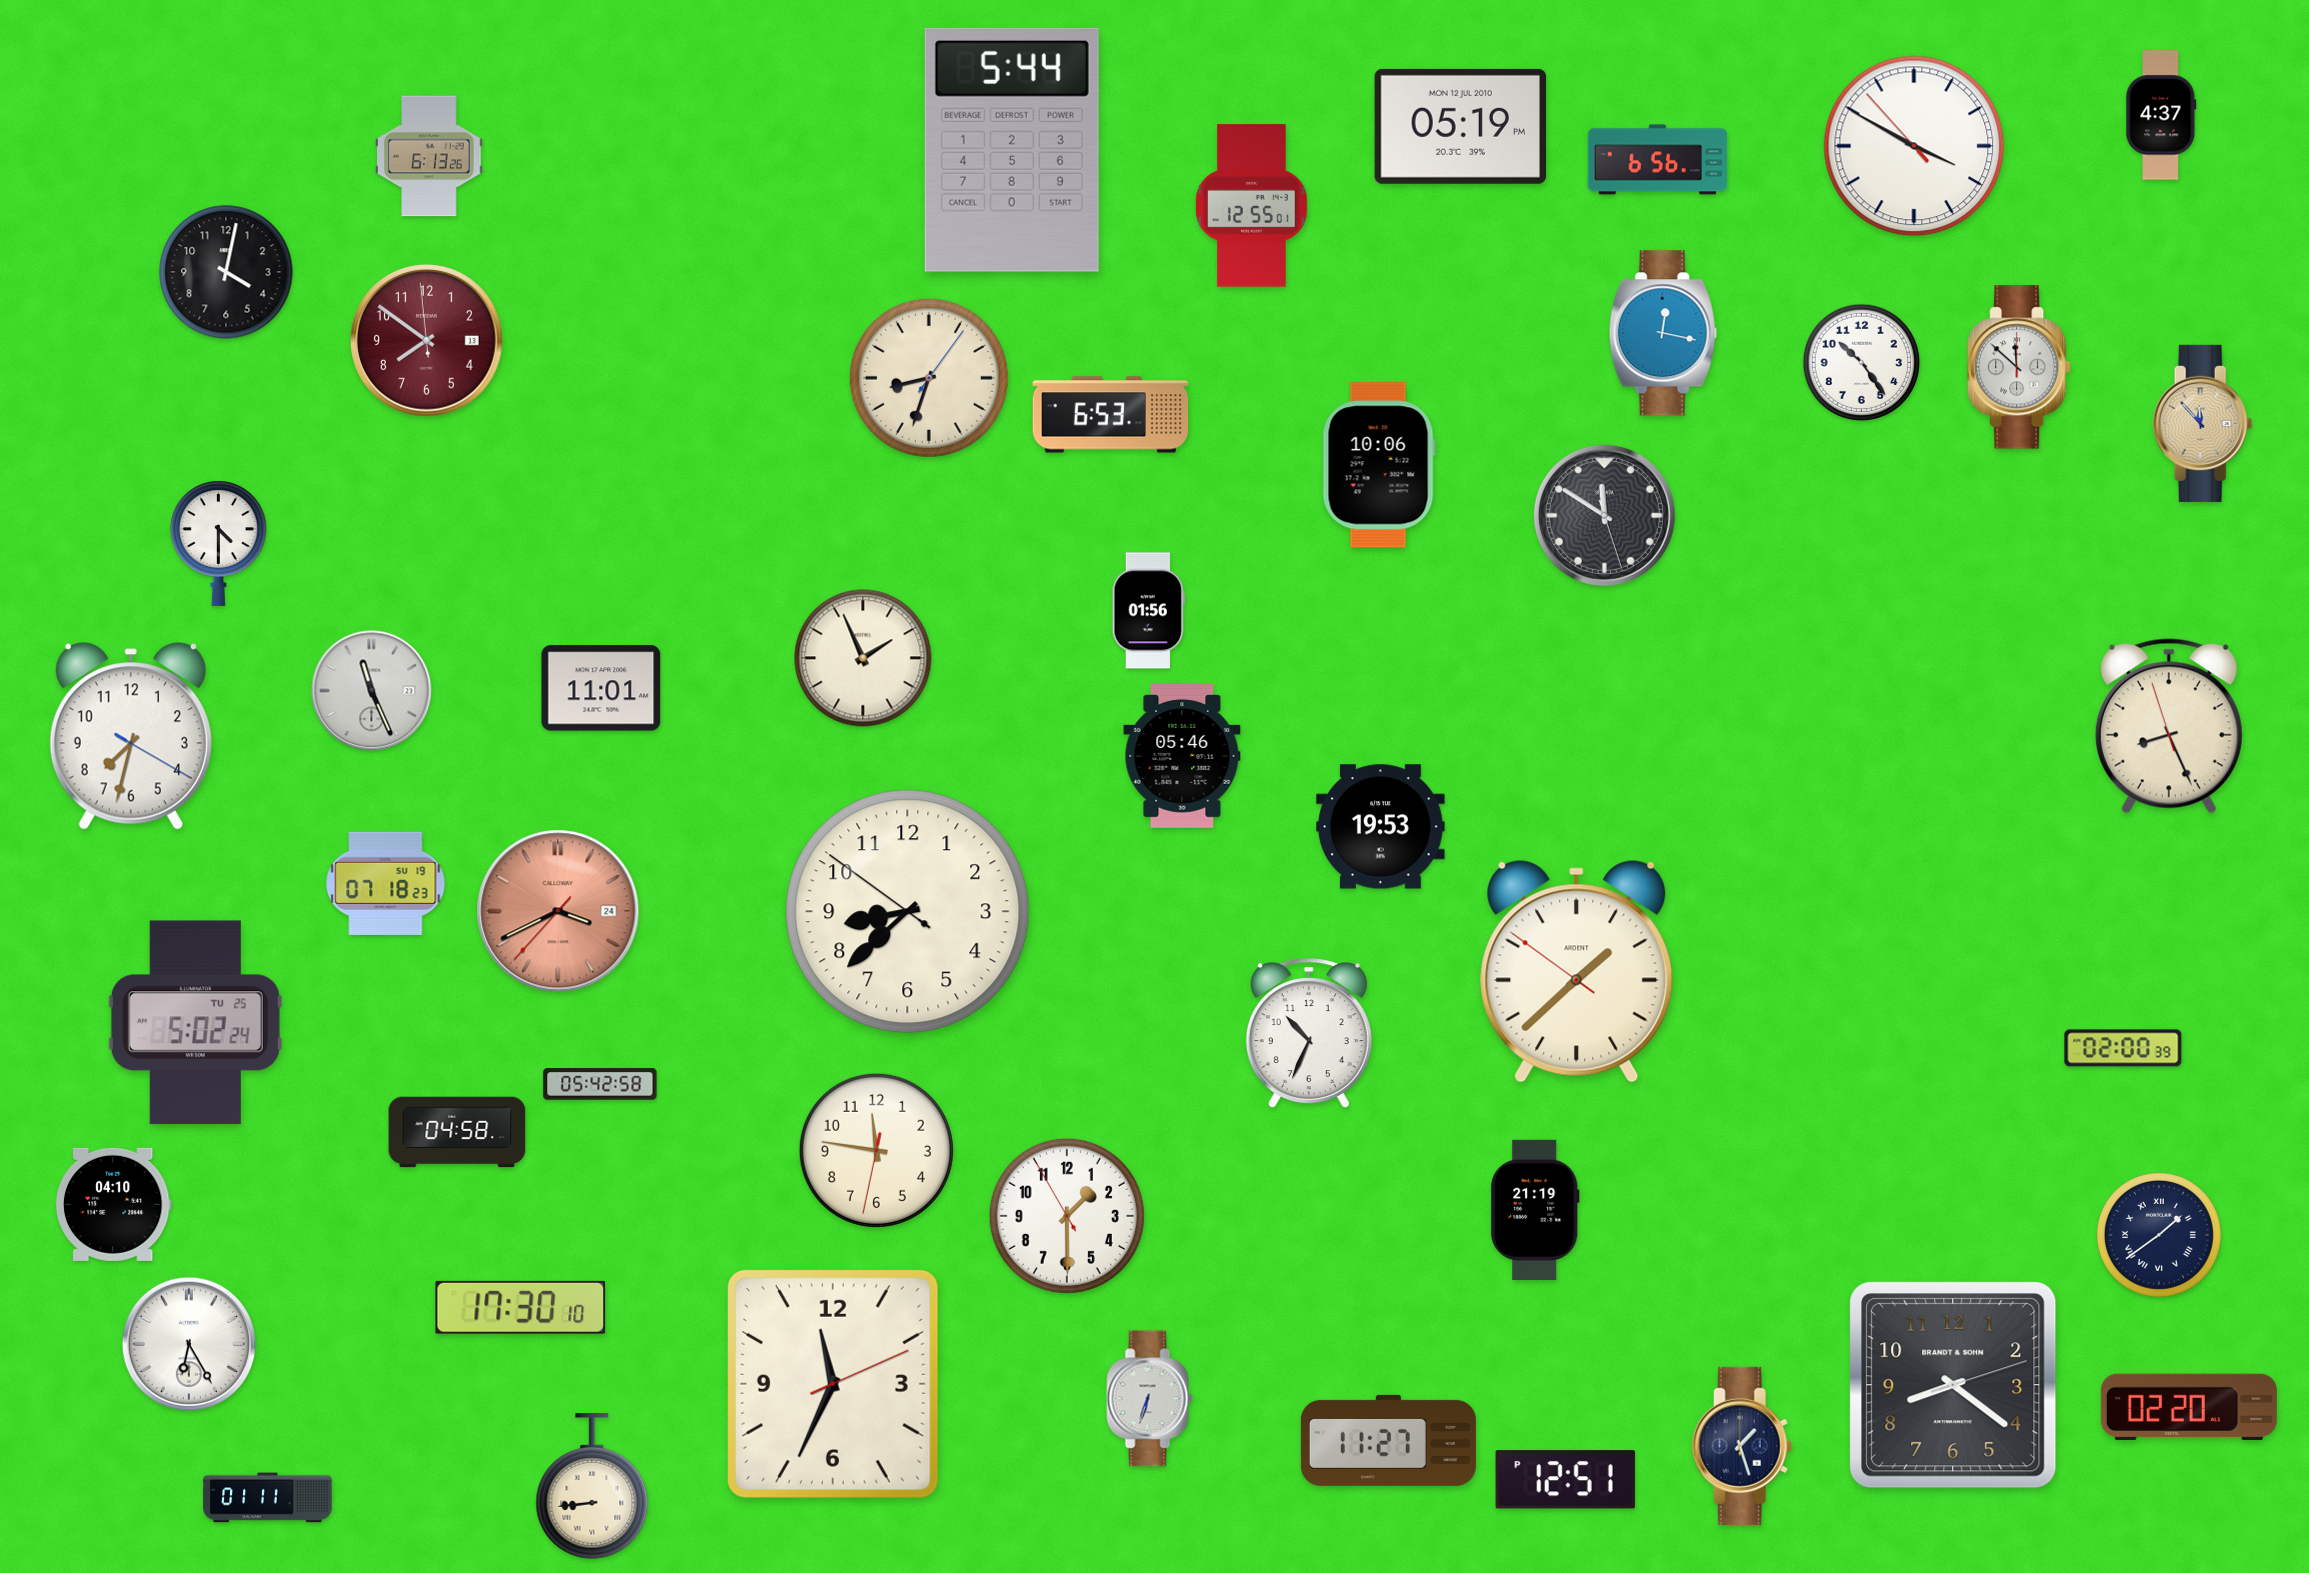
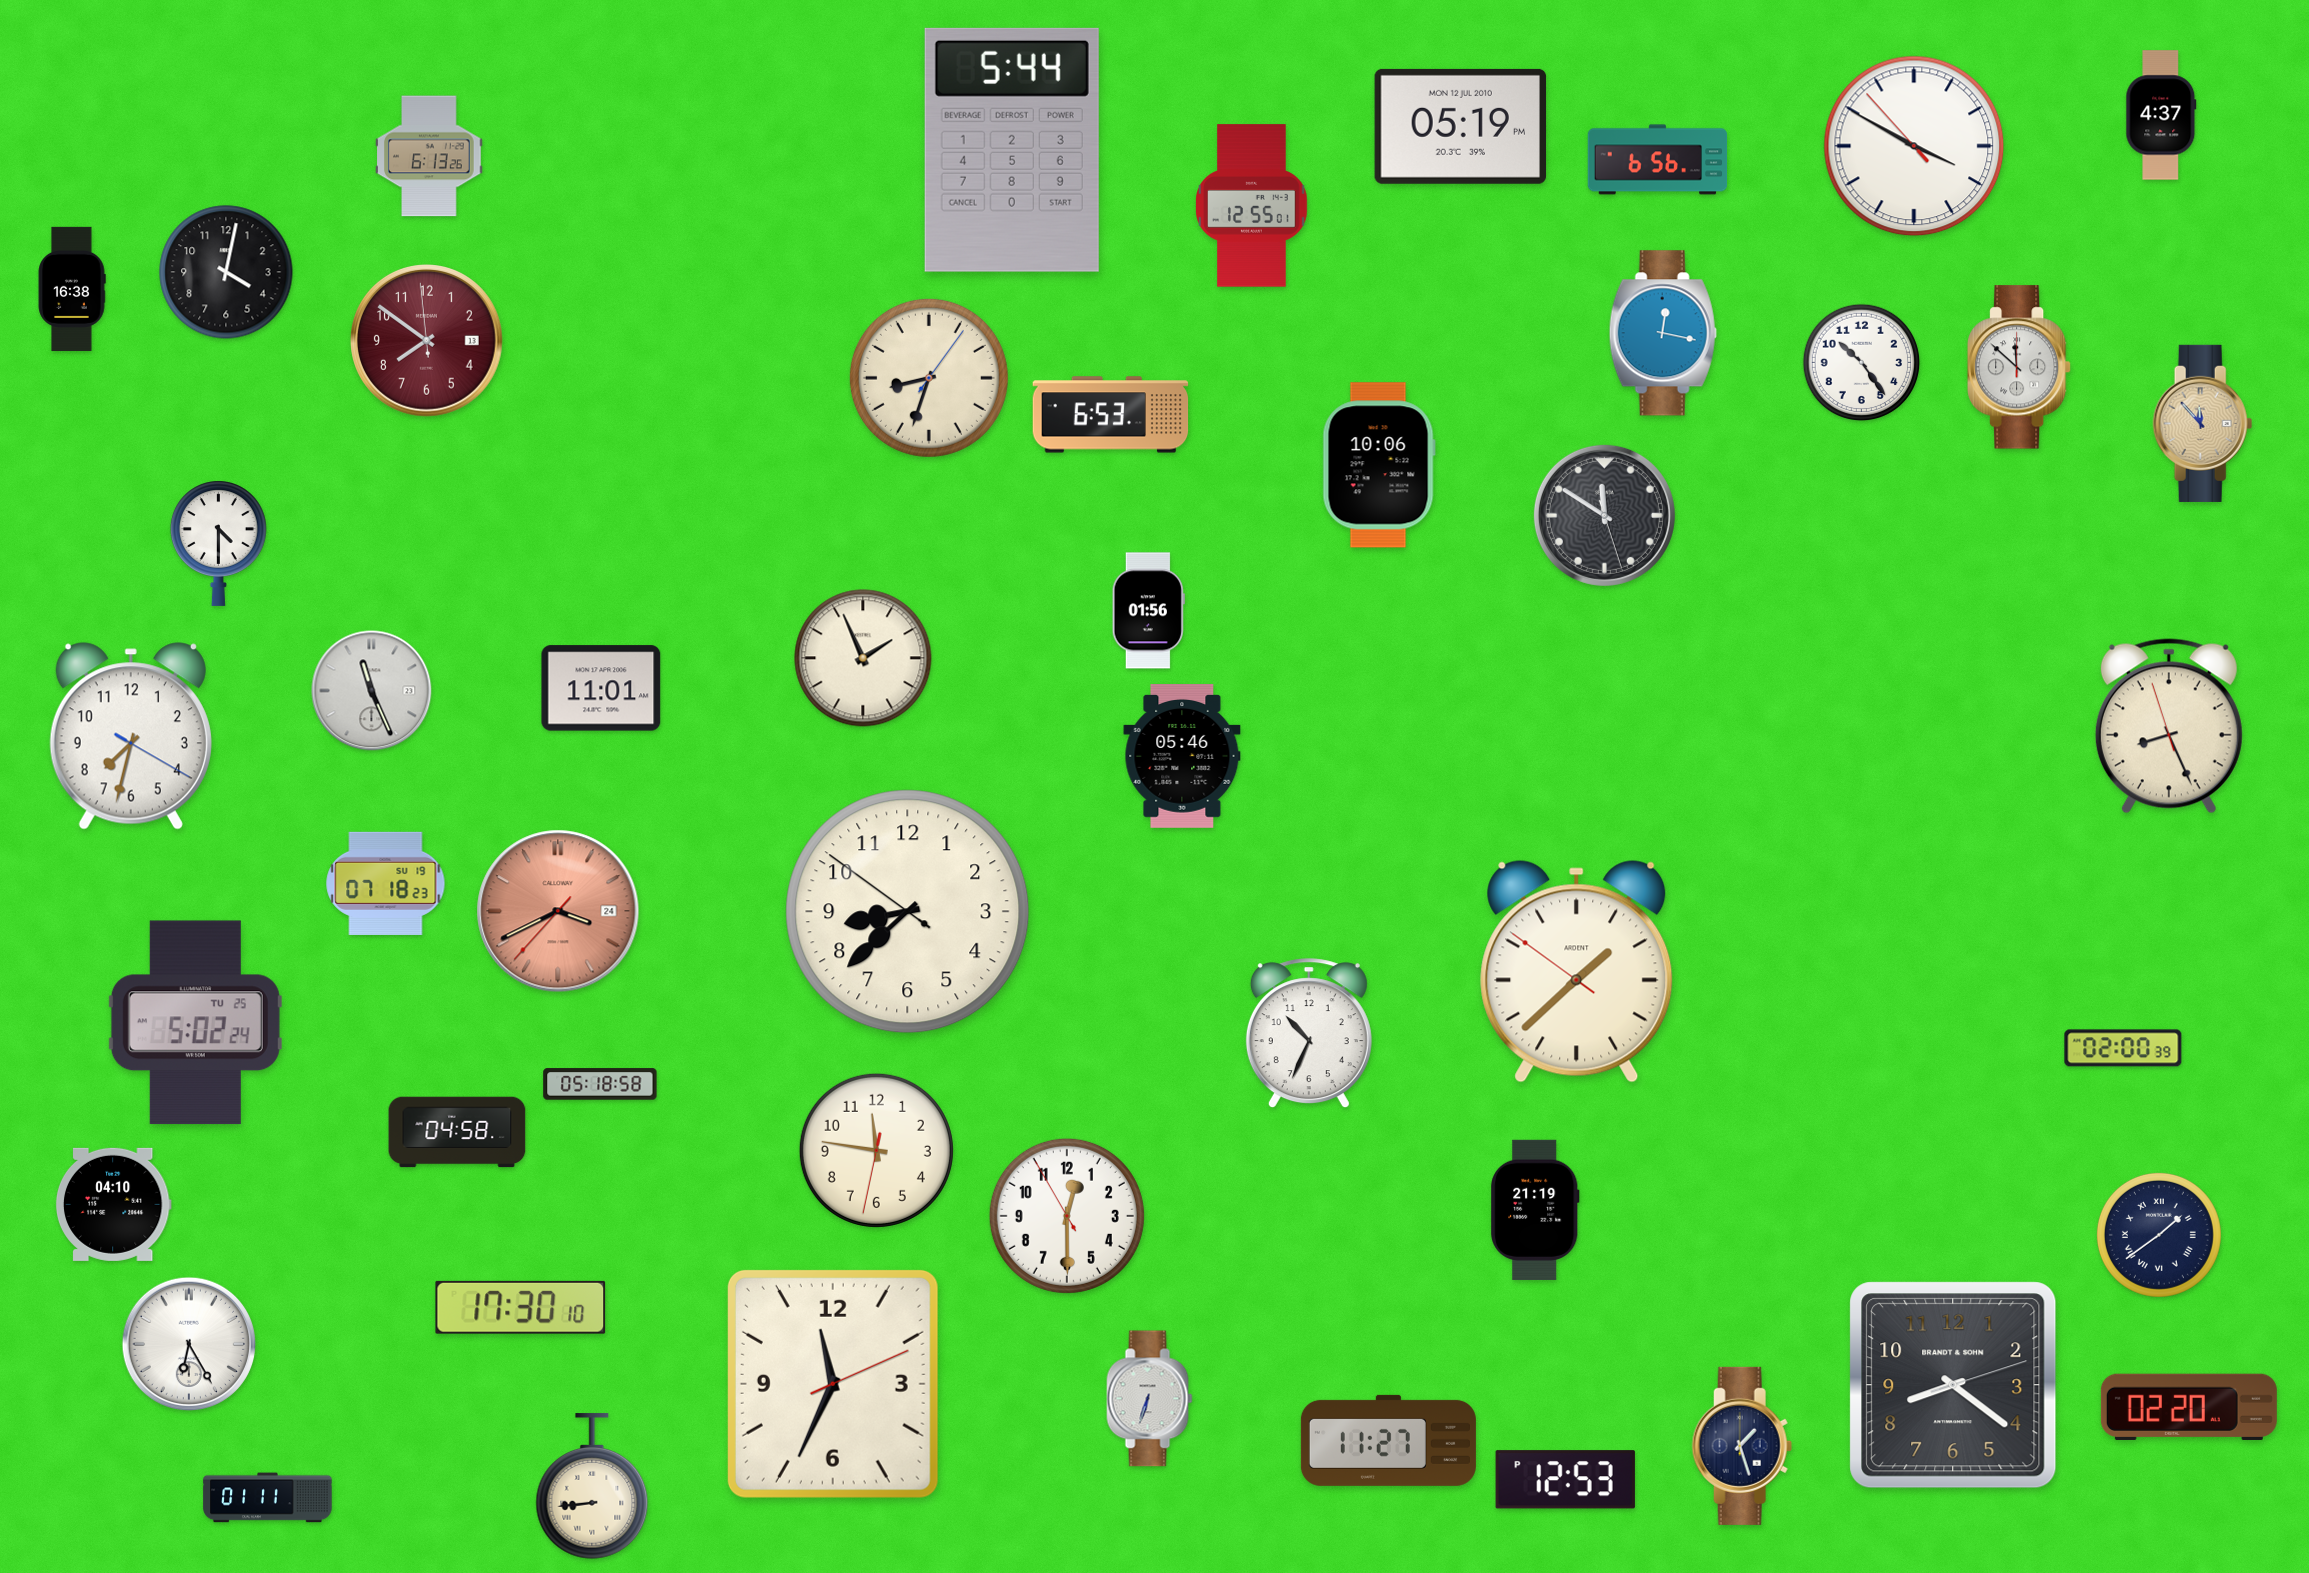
clock at (72, 289): none -> 16:38
clock at (1381, 827): 19:53 -> none
clock at (600, 1084): 05:42 -> 05:18
clock at (1067, 1216): 1:29 -> 12:29
clock at (1565, 1480): 12:51 -> 12:53
